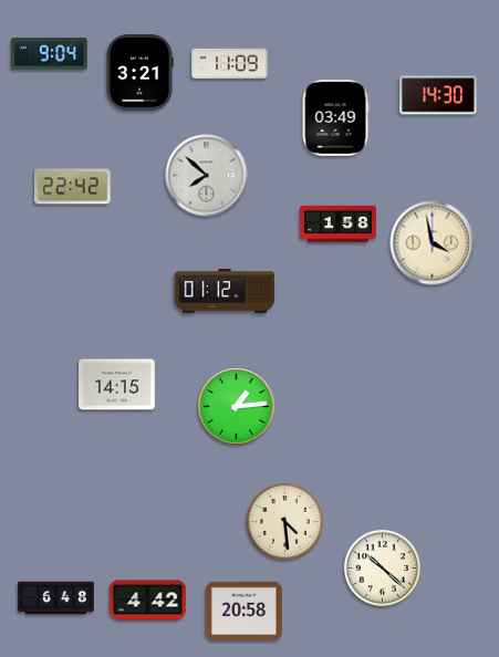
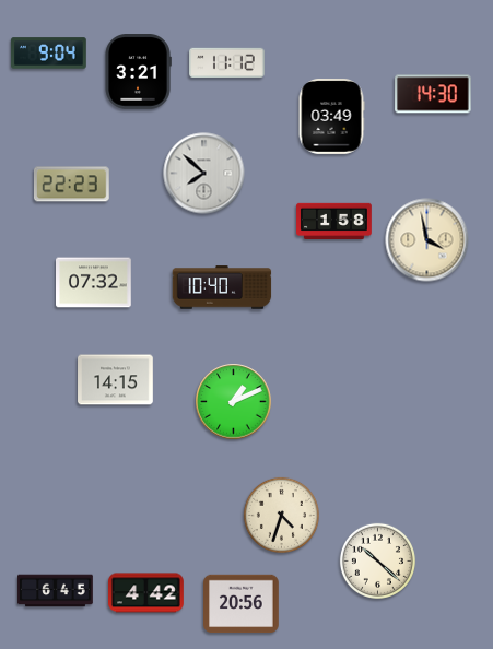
clock at (230, 64): 11:09 -> 11:12
clock at (72, 187): 22:42 -> 22:23
clock at (94, 283): none -> 07:32
clock at (225, 291): 01:12 -> 10:40
clock at (237, 407): 1:14 -> 1:11
clock at (284, 521): 4:29 -> 4:33
clock at (56, 598): 6:48 -> 6:45
clock at (245, 612): 20:58 -> 20:56
